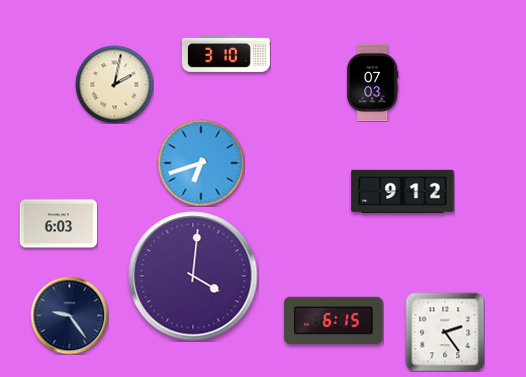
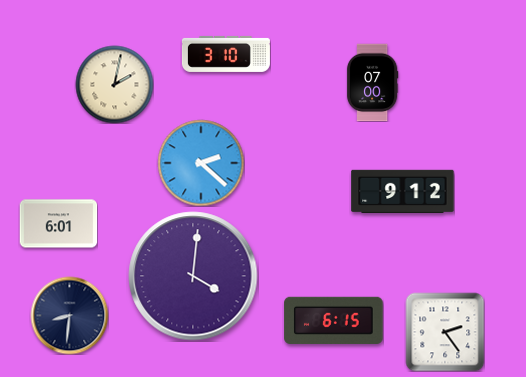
clock at (372, 82): 07:03 -> 07:00
clock at (201, 163): 6:42 -> 2:22
clock at (58, 224): 6:03 -> 6:01
clock at (69, 315): 9:24 -> 8:31
